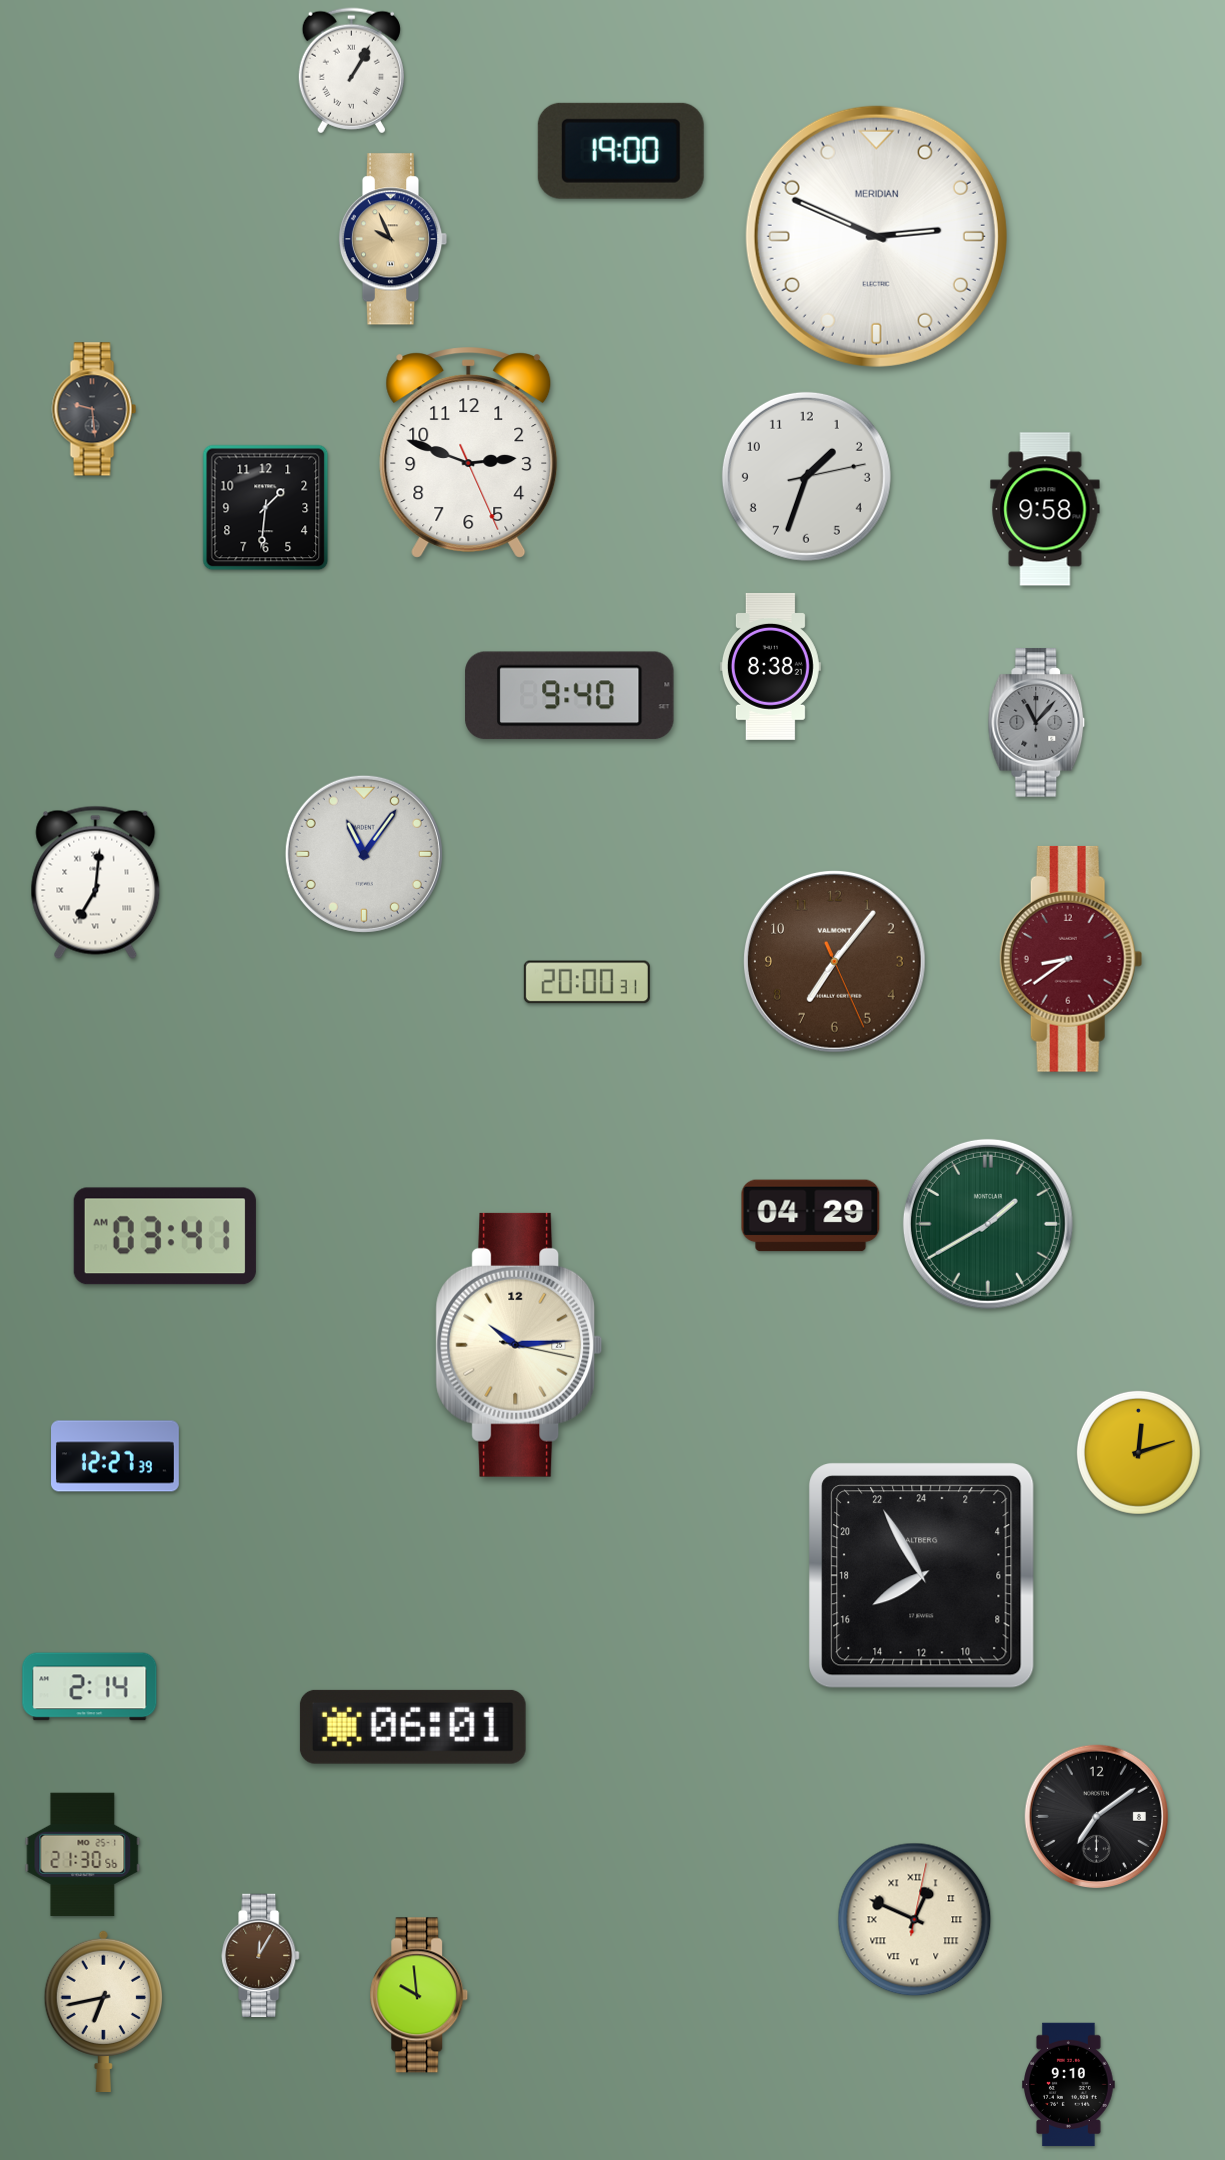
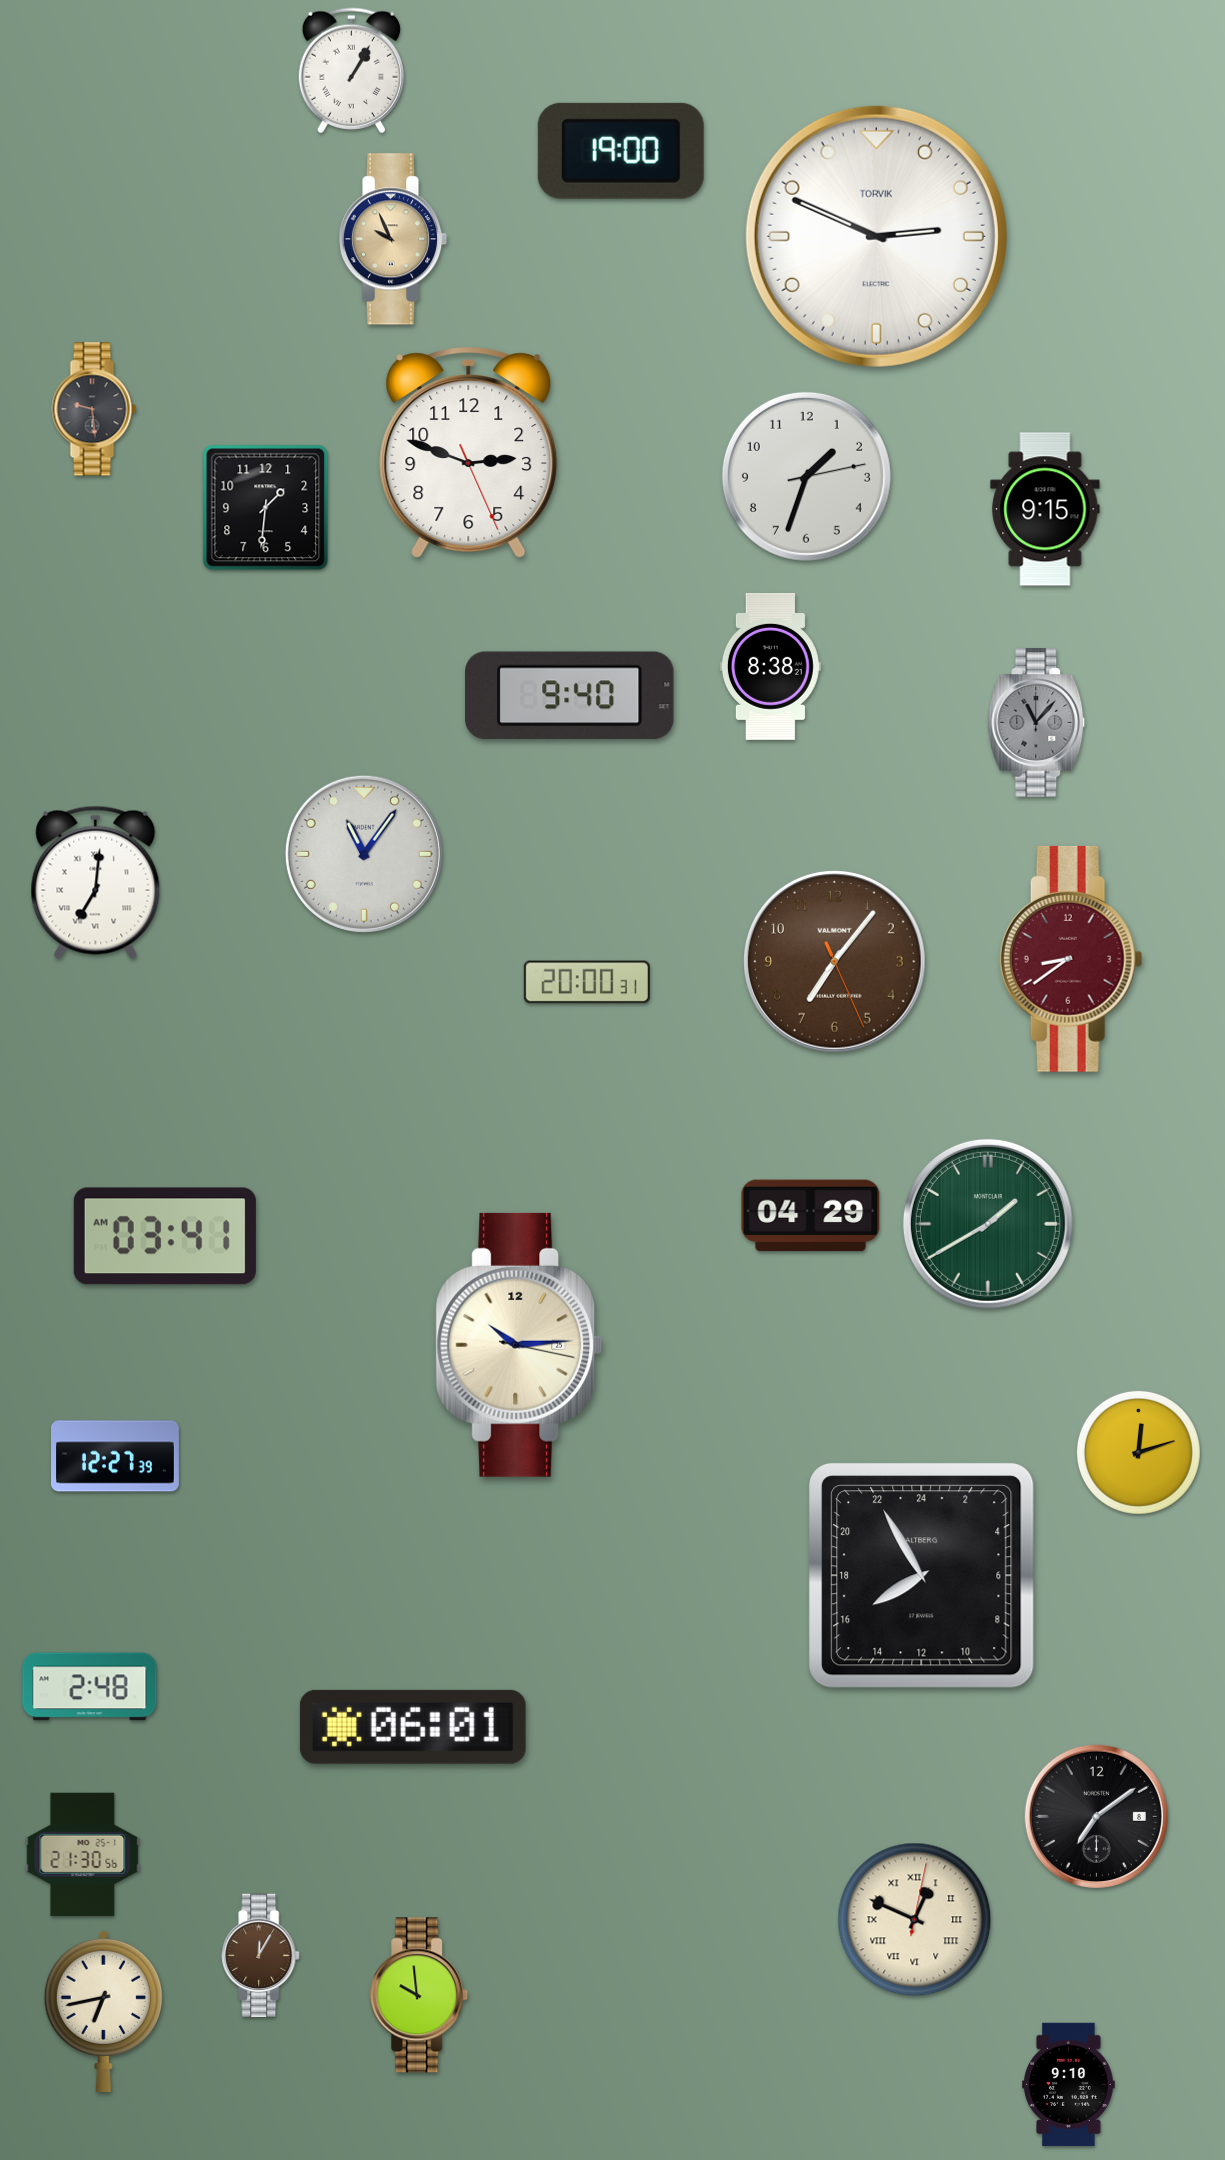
clock at (876, 236) brand: MERIDIAN -> TORVIK
clock at (1045, 509): 9:58 -> 9:15
clock at (90, 1687): 2:14 -> 2:48
